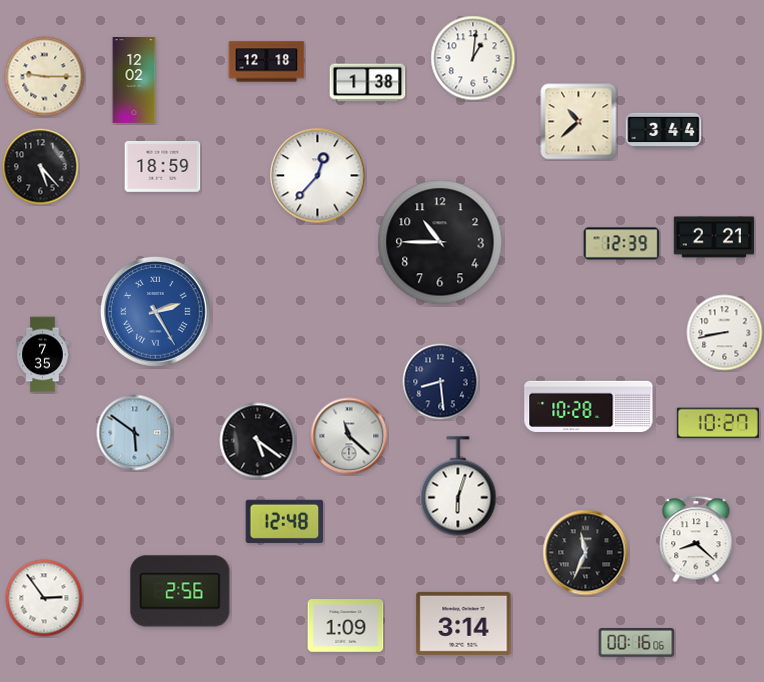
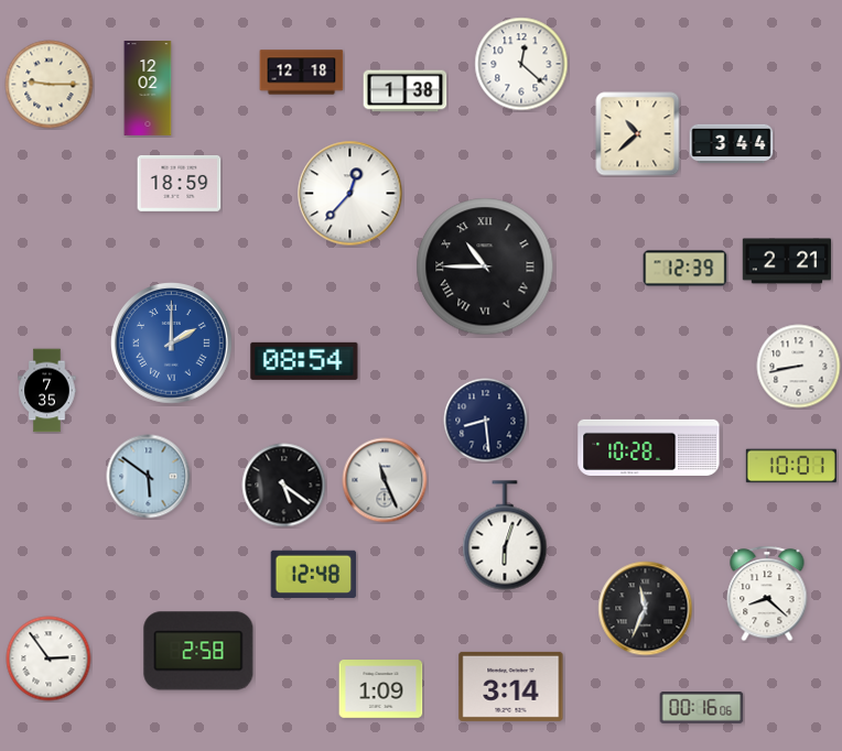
clock at (473, 58): 1:01 -> 12:22
clock at (267, 62) position: (267, 62) -> (302, 73)
clock at (41, 167): 5:23 -> none
clock at (440, 242) numerals: Arabic -> Roman
clock at (156, 312): 2:25 -> 2:00
clock at (304, 361): none -> 08:54
clock at (718, 423): 10:27 -> 10:01
clock at (349, 436): 11:22 -> 11:26
clock at (180, 591): 2:56 -> 2:58
